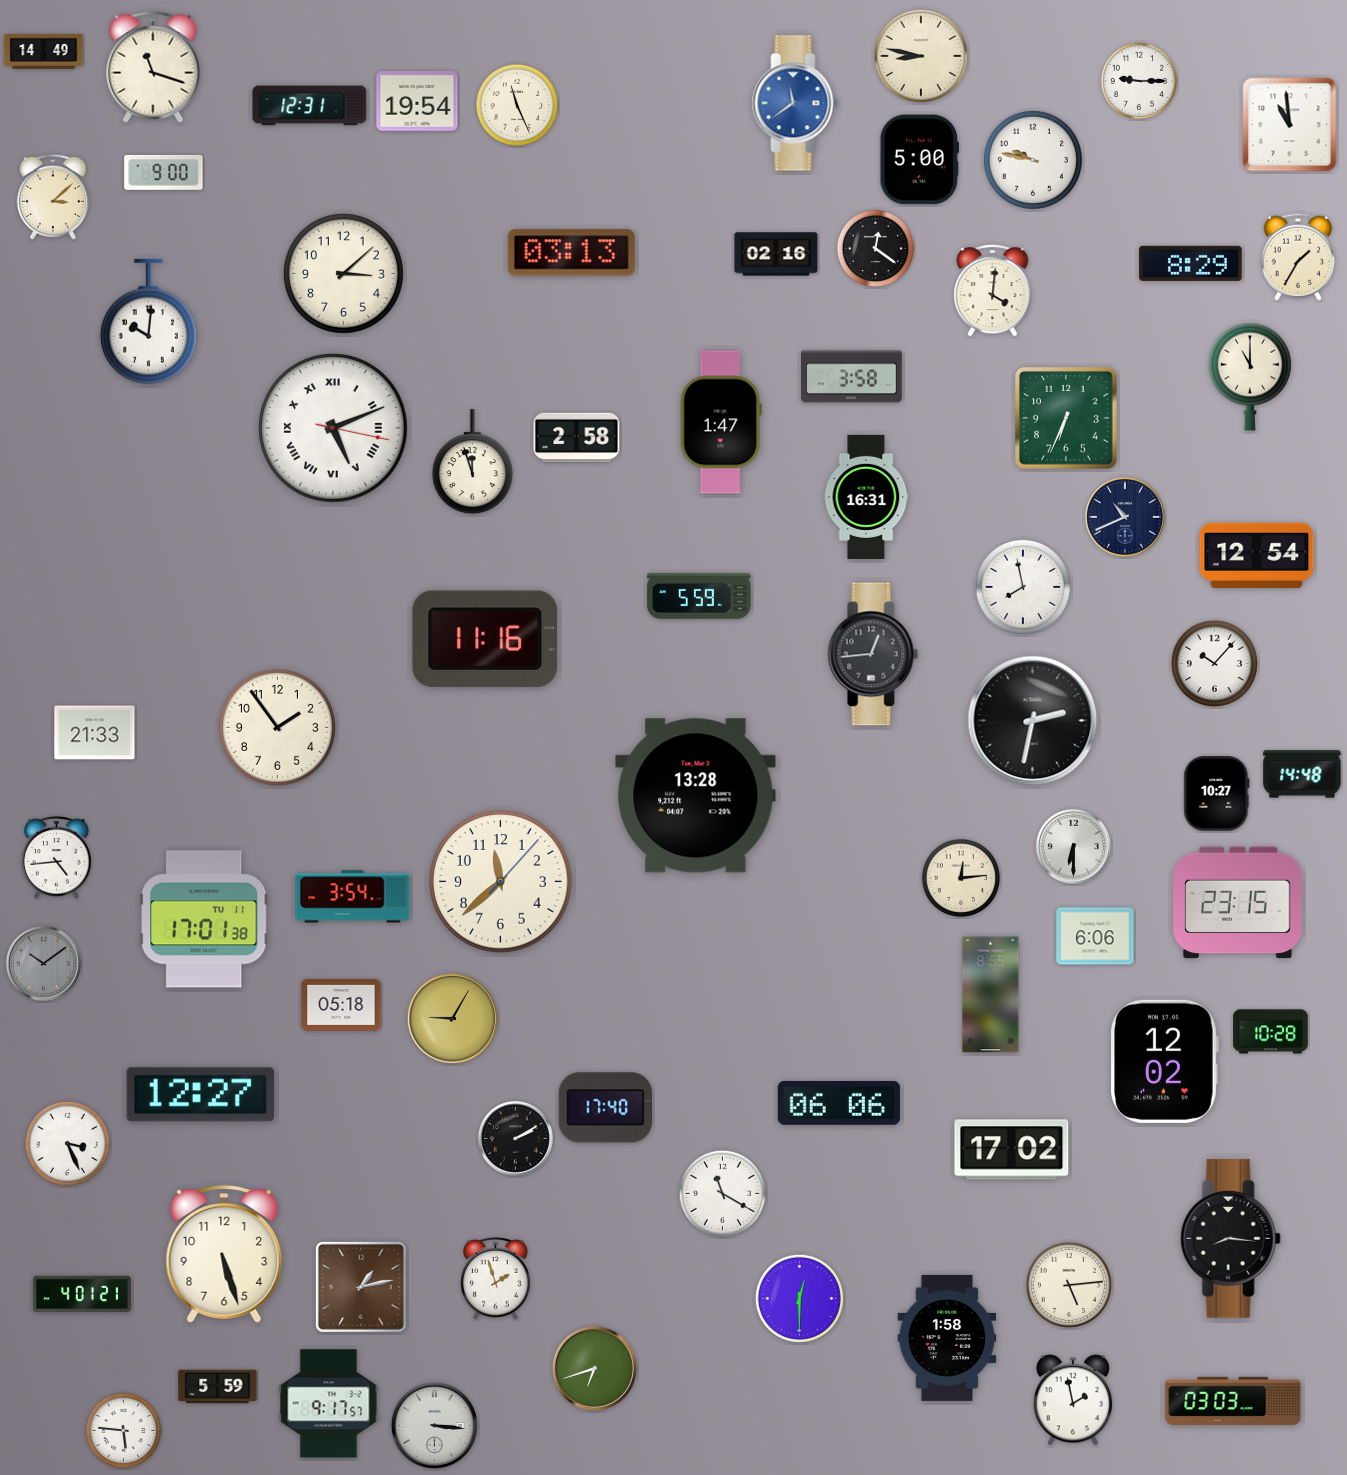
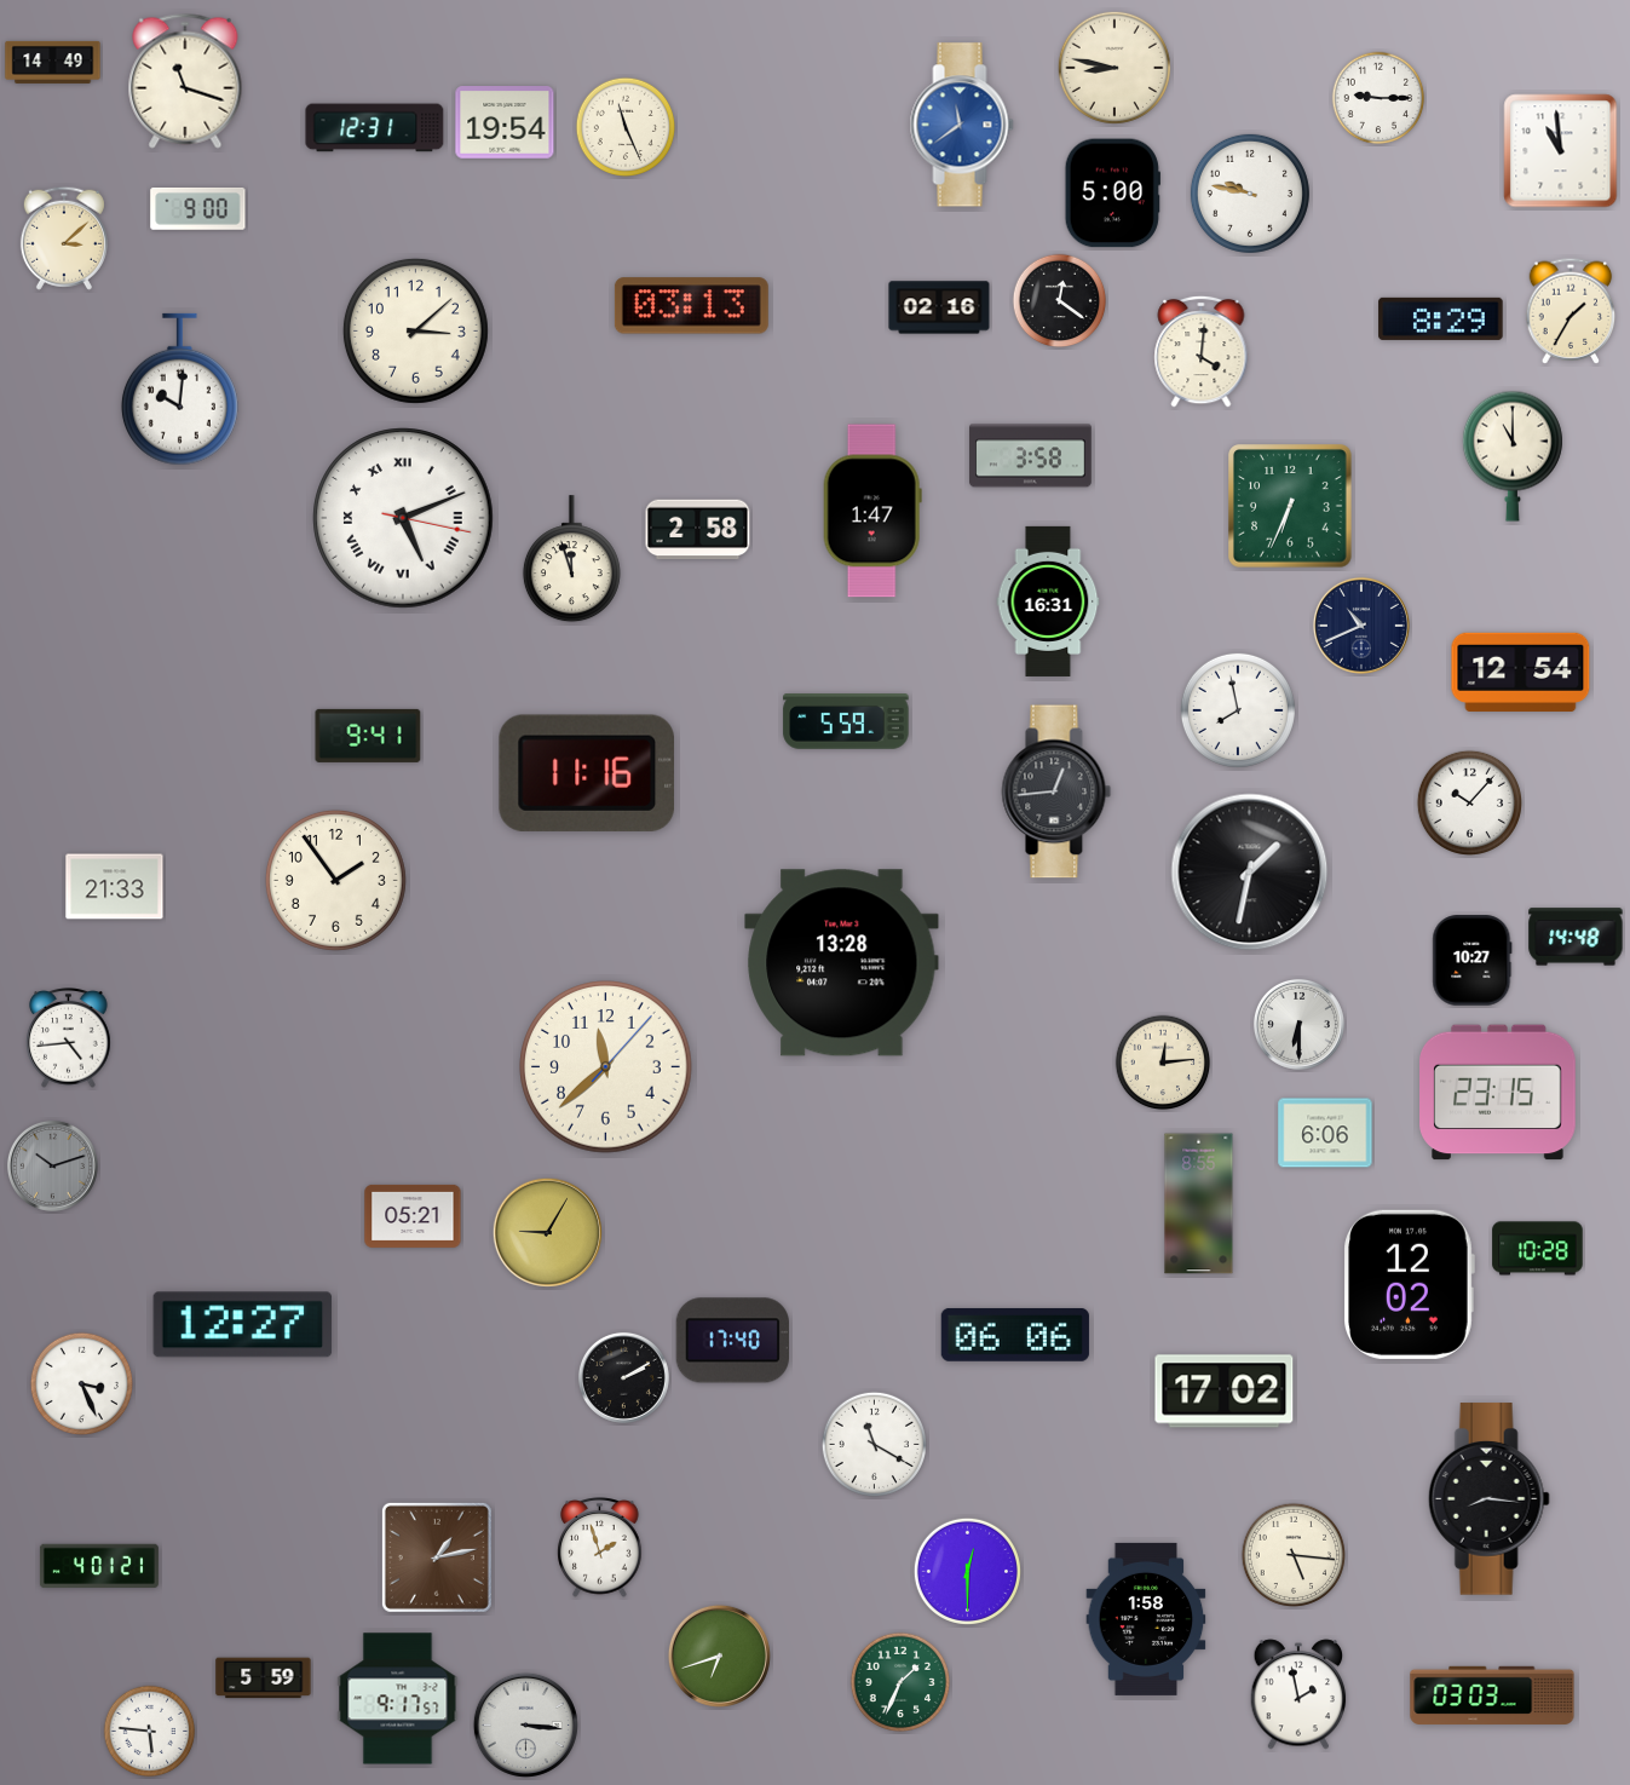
clock at (368, 736): none -> 9:41
clock at (1033, 721): 2:32 -> 1:32
clock at (353, 897): 3:54 -> none
clock at (204, 919): 17:01 -> none
clock at (43, 963): 10:09 -> 10:12
clock at (341, 1005): 05:18 -> 05:21
clock at (224, 1254): 5:27 -> none
clock at (1068, 1284): 5:14 -> 5:16
clock at (900, 1682): none -> 1:34
